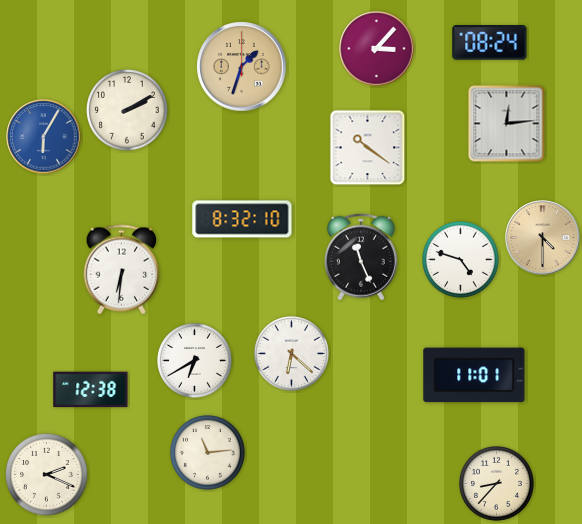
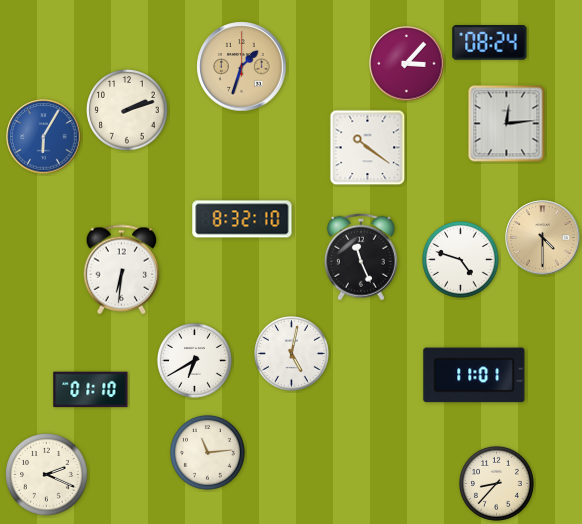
clock at (377, 49) position: (377, 49) -> (407, 64)
clock at (127, 110): 2:10 -> 2:12
clock at (292, 354): 6:22 -> 5:02
clock at (91, 390): 12:38 -> 01:10
